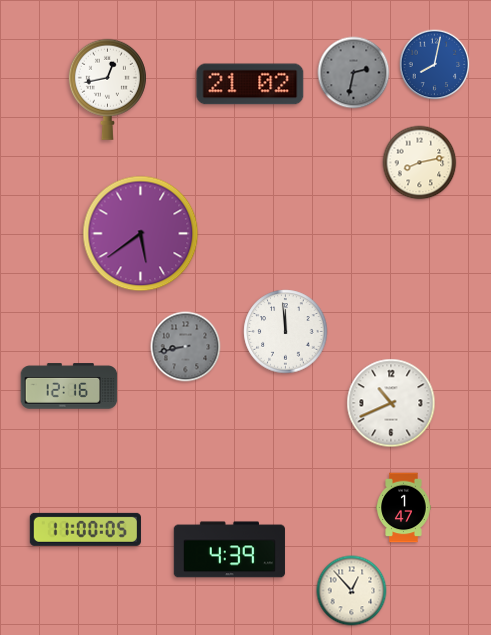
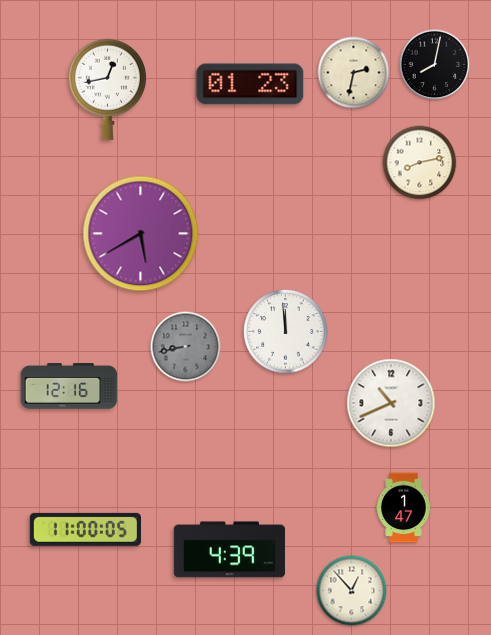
clock at (435, 65) dial: blue -> black
clock at (354, 73) dial: grey -> cream
clock at (250, 84): 21:02 -> 01:23
clock at (141, 234): 5:39 -> 5:40
